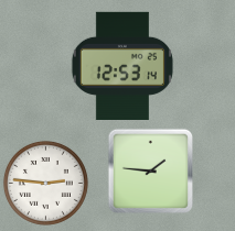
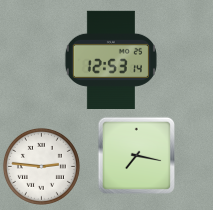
clock at (150, 170): 1:46 -> 7:17
